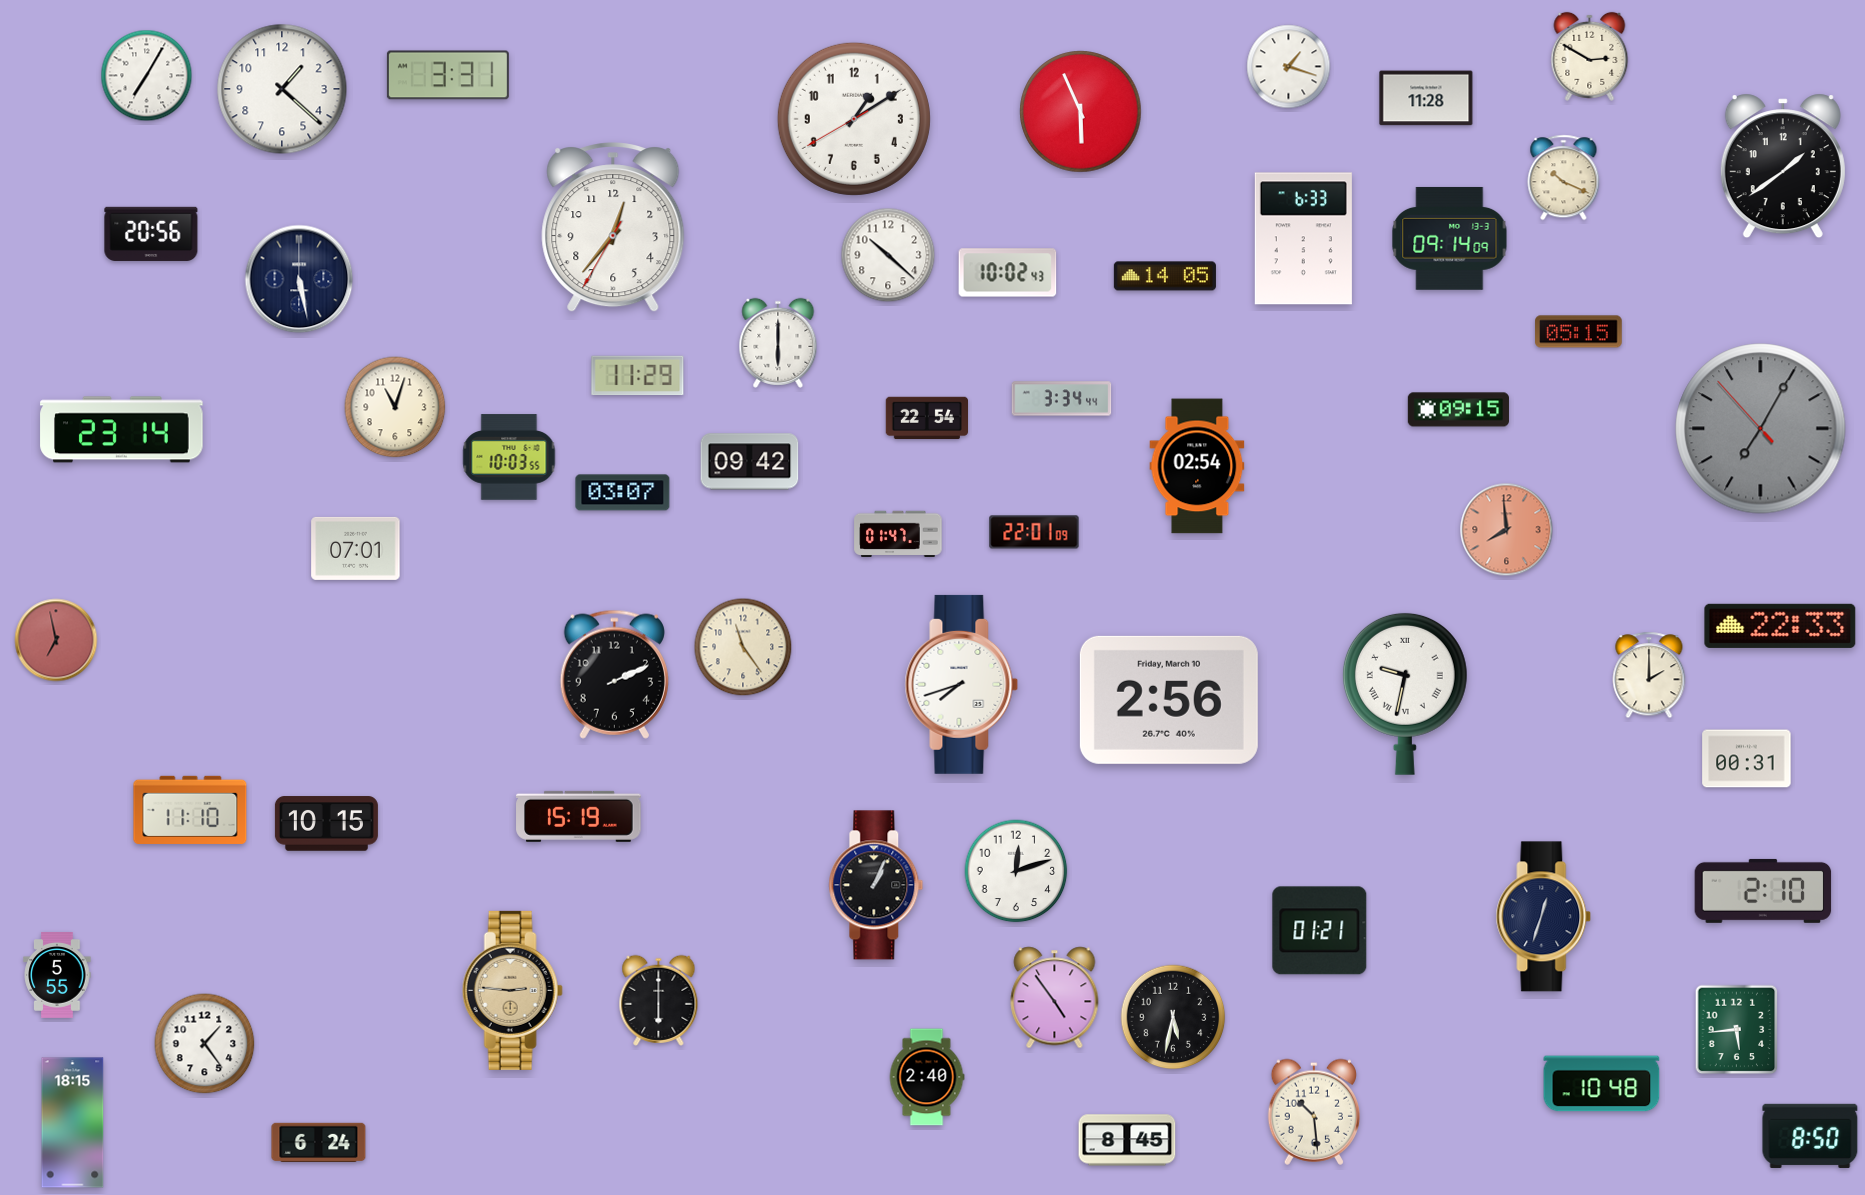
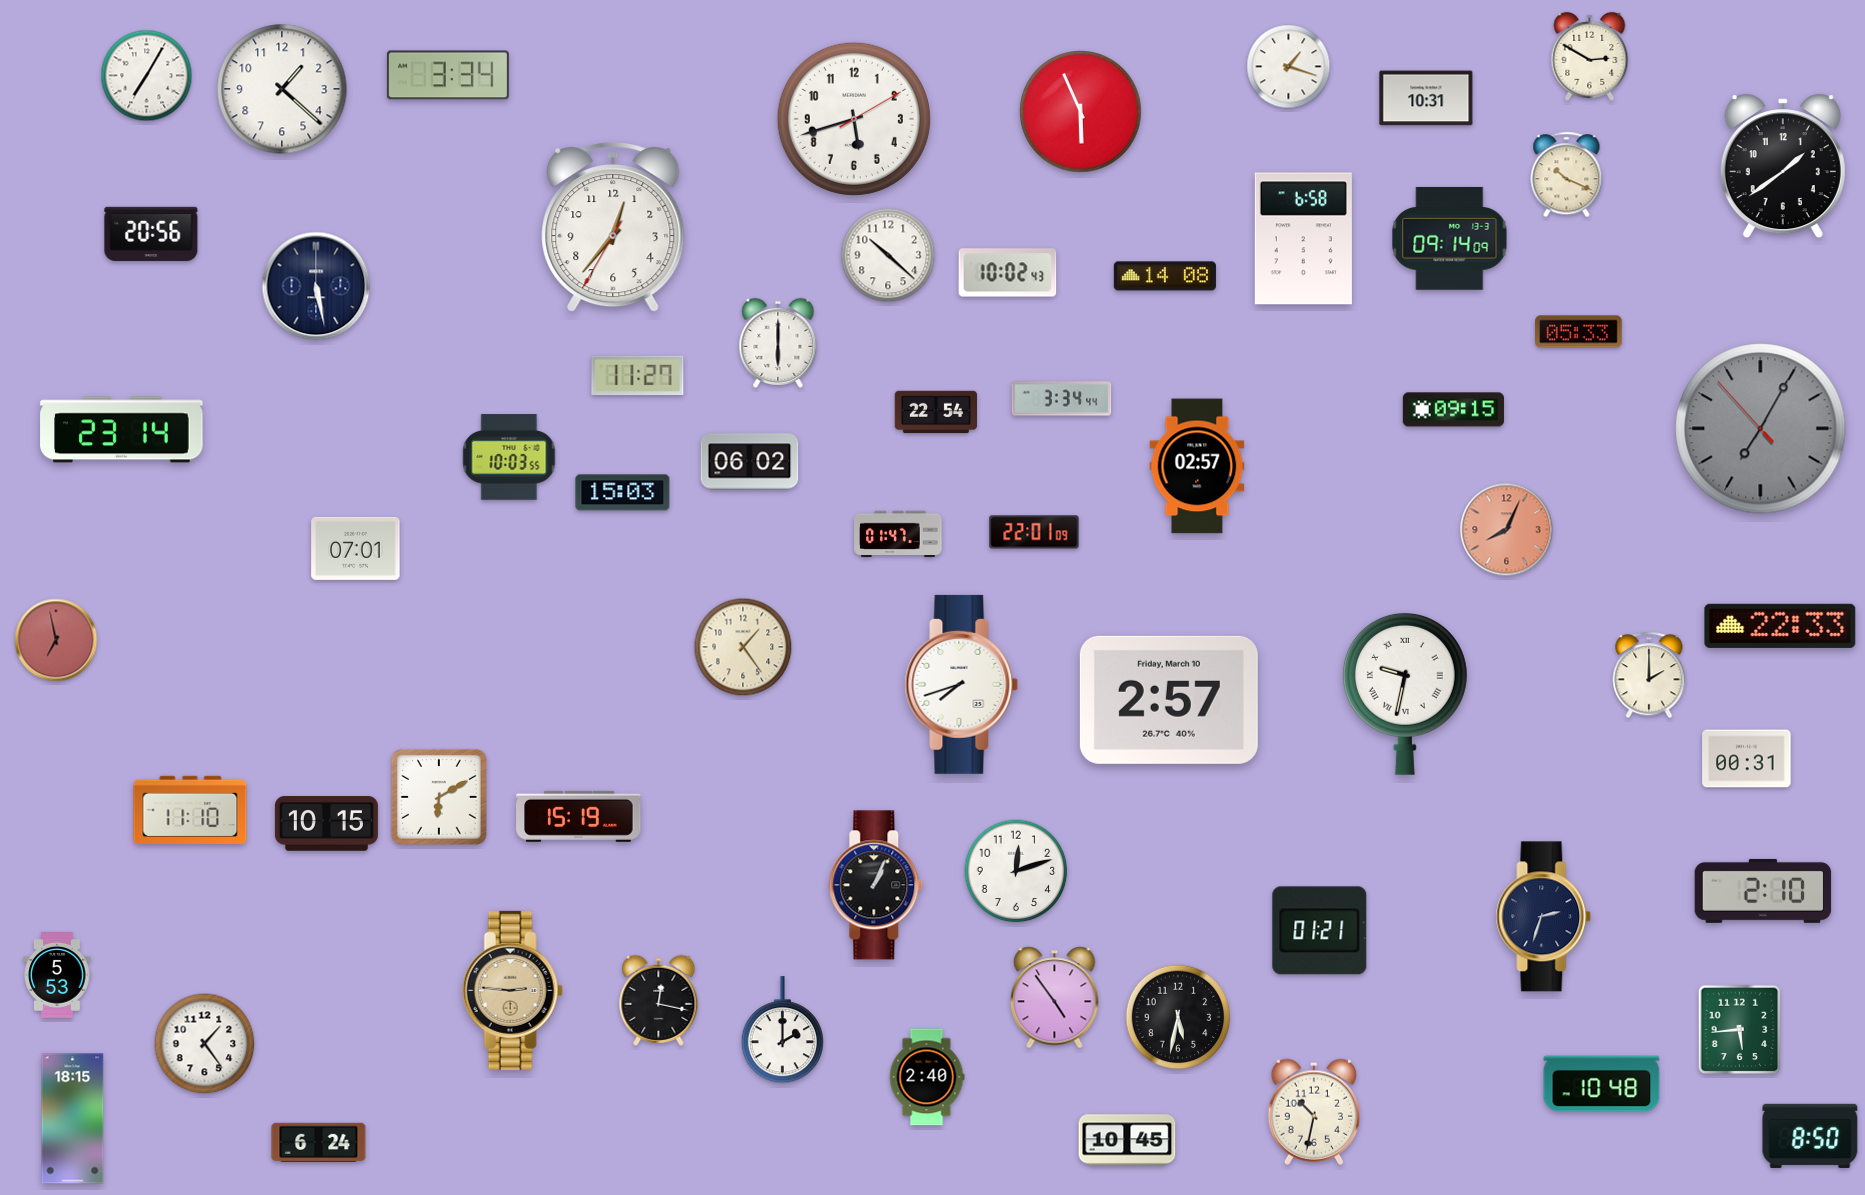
clock at (448, 75): 3:31 -> 3:34
clock at (1426, 98): 11:28 -> 10:31
clock at (854, 119): 1:09 -> 5:42
clock at (1564, 178) position: (1564, 178) -> (1567, 175)
clock at (1303, 239): 6:33 -> 6:58
clock at (1165, 276): 14:05 -> 14:08
clock at (299, 279) position: (299, 279) -> (316, 286)
clock at (1579, 332): 05:15 -> 05:33
clock at (638, 376): 11:29 -> 11:27
clock at (395, 407): 11:03 -> none
clock at (1458, 410) position: (1458, 410) -> (1453, 410)
clock at (926, 418) position: (926, 418) -> (935, 412)
clock at (750, 462): 09:42 -> 06:02
clock at (1197, 466): 02:54 -> 02:57
clock at (623, 493): 03:07 -> 15:03
clock at (1507, 530): 7:59 -> 8:04
clock at (743, 647): 11:24 -> 1:24
clock at (614, 674): 2:11 -> none
clock at (1169, 700): 2:56 -> 2:57
clock at (439, 797): none -> 6:10
clock at (1544, 917): 12:33 -> 2:33
clock at (57, 976): 5:55 -> 5:53
clock at (659, 1000): 6:00 -> 12:17
clock at (1173, 1017) position: (1173, 1017) -> (1178, 1017)
clock at (782, 1030): none -> 2:00
clock at (1737, 1030) position: (1737, 1030) -> (1740, 1030)
clock at (1313, 1112): 10:29 -> 10:32
clock at (73, 1123) position: (73, 1123) -> (73, 1119)
clock at (1127, 1140): 8:45 -> 10:45
